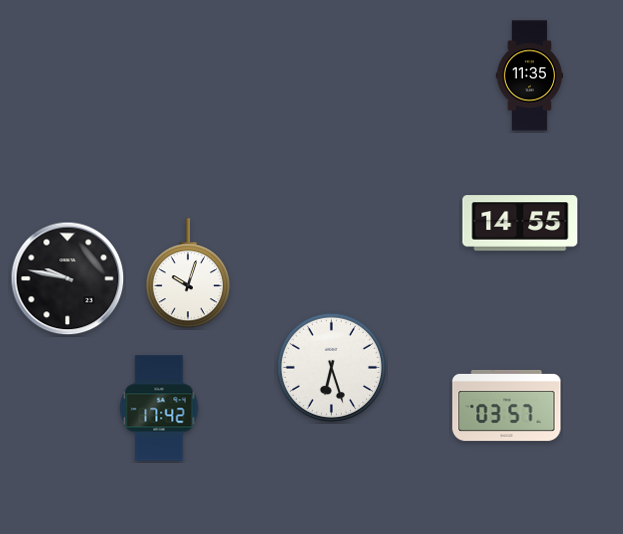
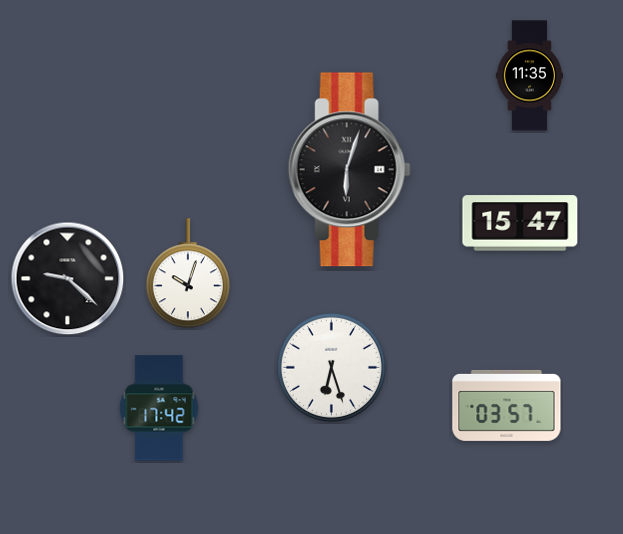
clock at (349, 170): none -> 6:03
clock at (520, 223): 14:55 -> 15:47
clock at (68, 279): 9:47 -> 9:22
